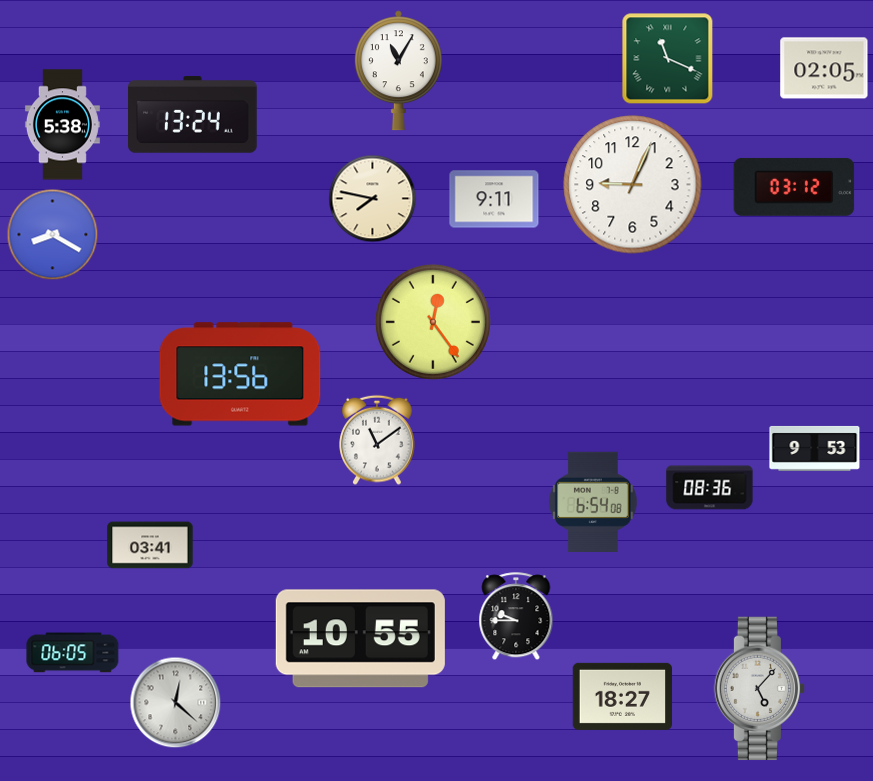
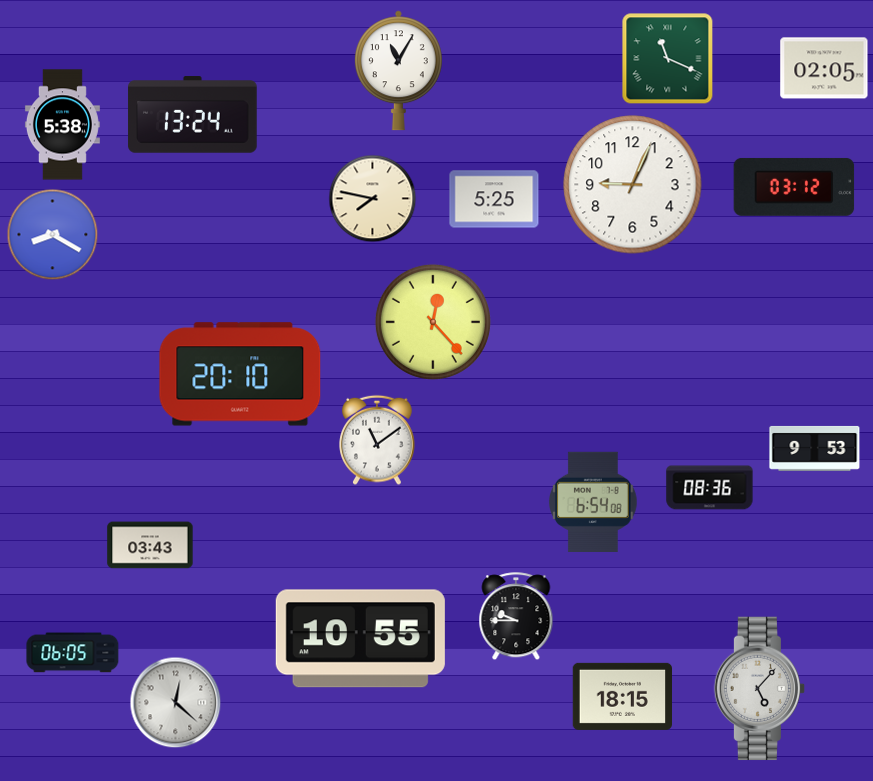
clock at (494, 199): 9:11 -> 5:25
clock at (433, 322): 12:24 -> 12:23
clock at (240, 374): 13:56 -> 20:10
clock at (150, 545): 03:41 -> 03:43
clock at (622, 696): 18:27 -> 18:15
